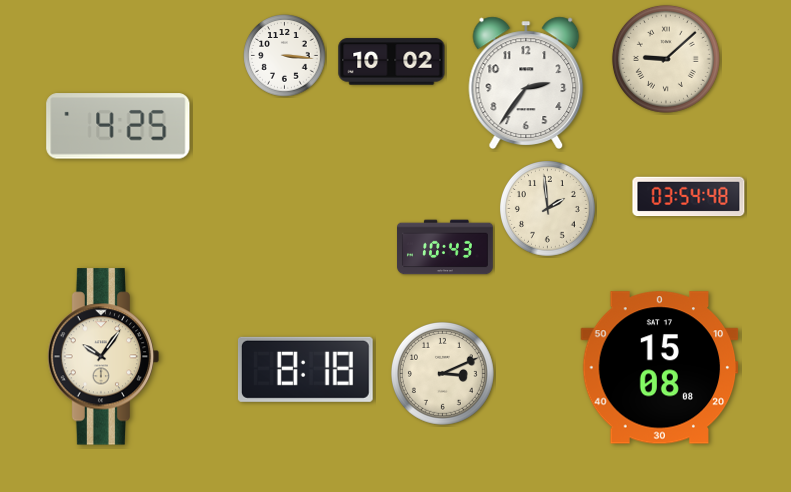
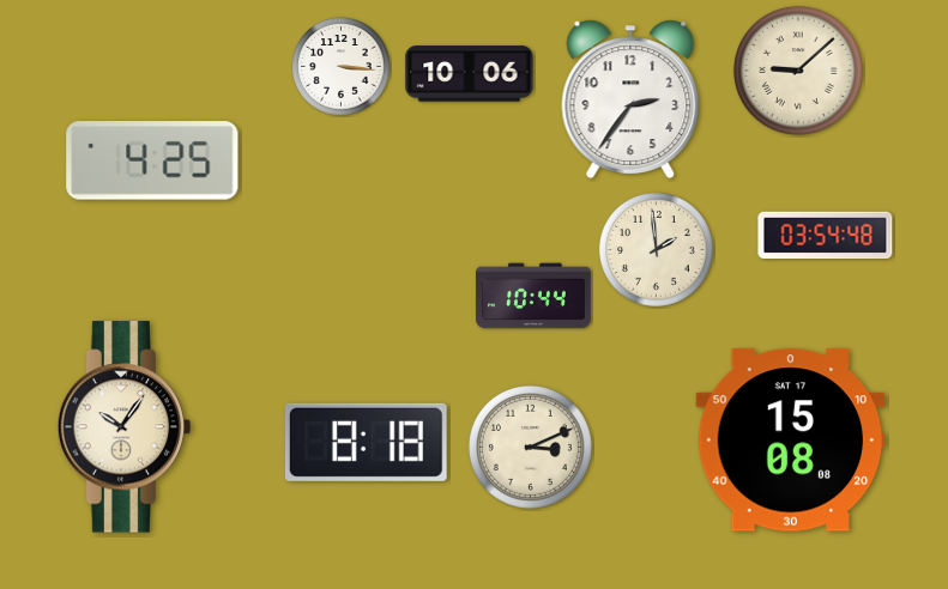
clock at (392, 62): 10:02 -> 10:06
clock at (118, 126) position: (118, 126) -> (152, 160)
clock at (446, 247): 10:43 -> 10:44
